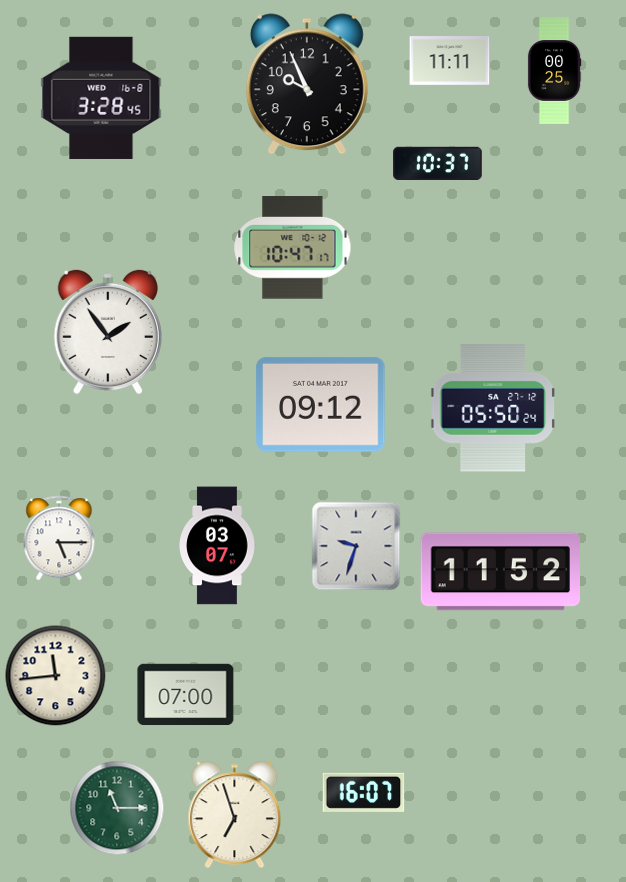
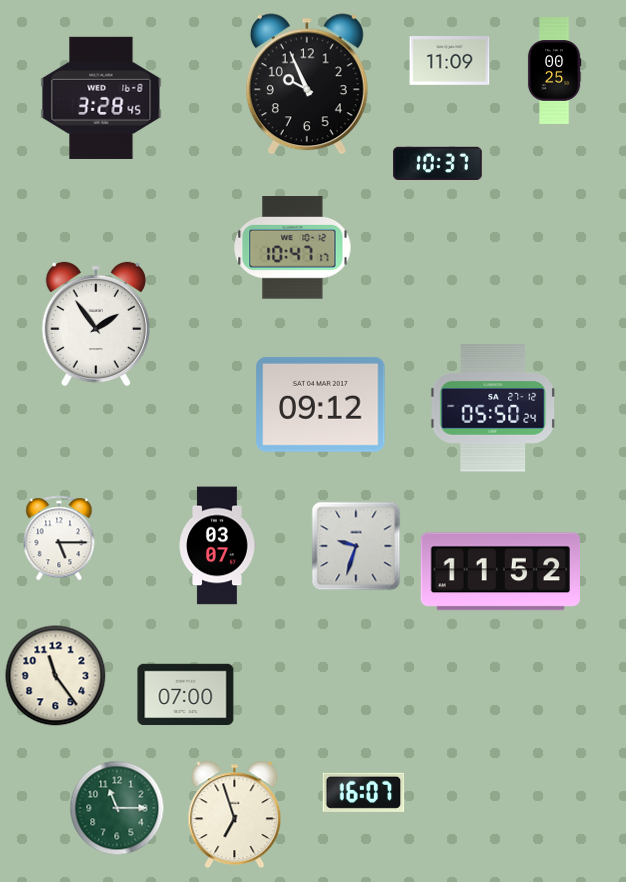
clock at (450, 61): 11:11 -> 11:09
clock at (108, 332) position: (108, 332) -> (96, 324)
clock at (56, 676): 11:44 -> 11:24
